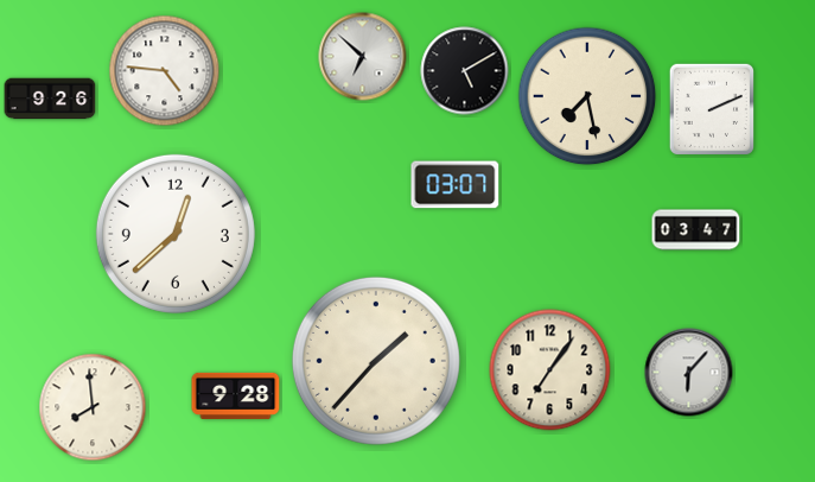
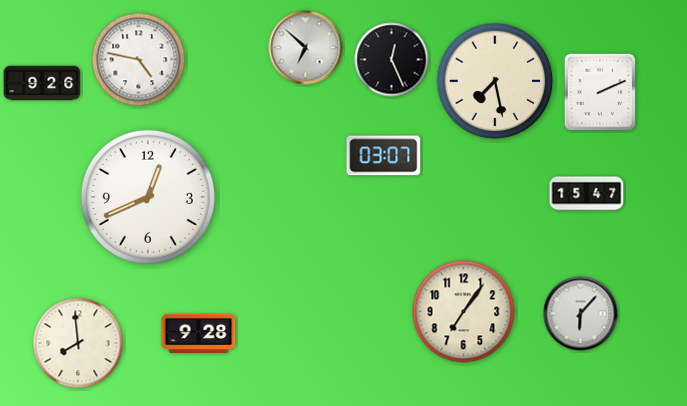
clock at (165, 71): 4:46 -> 4:47
clock at (465, 71): 5:10 -> 12:26
clock at (696, 230): 03:47 -> 15:47
clock at (176, 234): 12:38 -> 12:41
clock at (376, 361): 1:37 -> none
